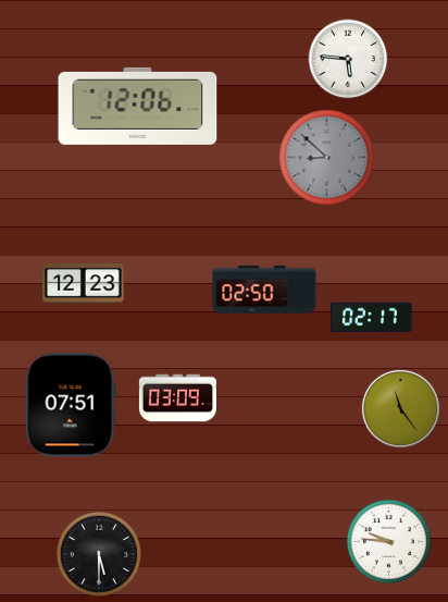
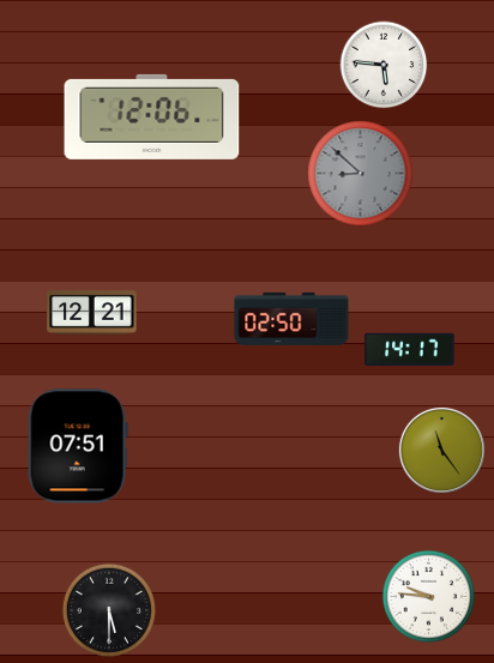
clock at (84, 284): 12:23 -> 12:21
clock at (372, 318): 02:17 -> 14:17
clock at (177, 398): 03:09 -> none
